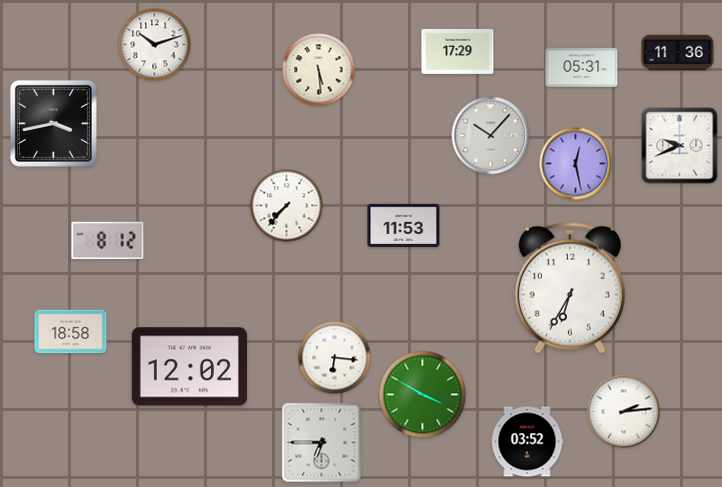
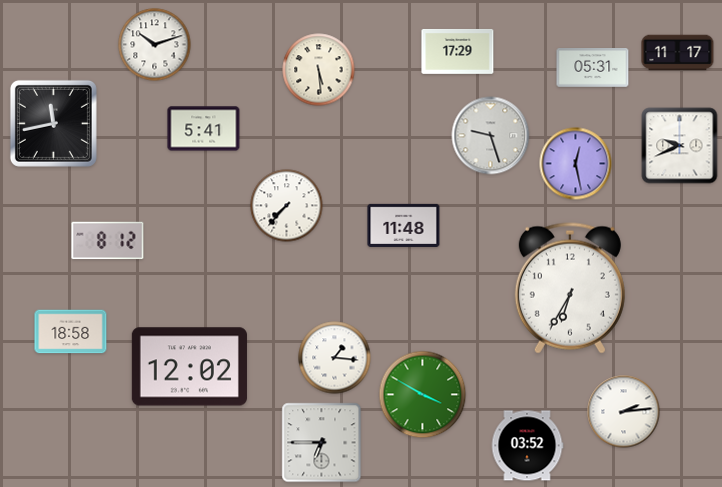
clock at (678, 53): 11:36 -> 11:17
clock at (582, 68) position: (582, 68) -> (593, 68)
clock at (53, 123): 3:43 -> 11:43
clock at (204, 129): none -> 5:41
clock at (491, 136): 10:07 -> 9:27
clock at (404, 225): 11:53 -> 11:48
clock at (335, 358): 6:16 -> 1:16
clock at (527, 442) position: (527, 442) -> (527, 446)
